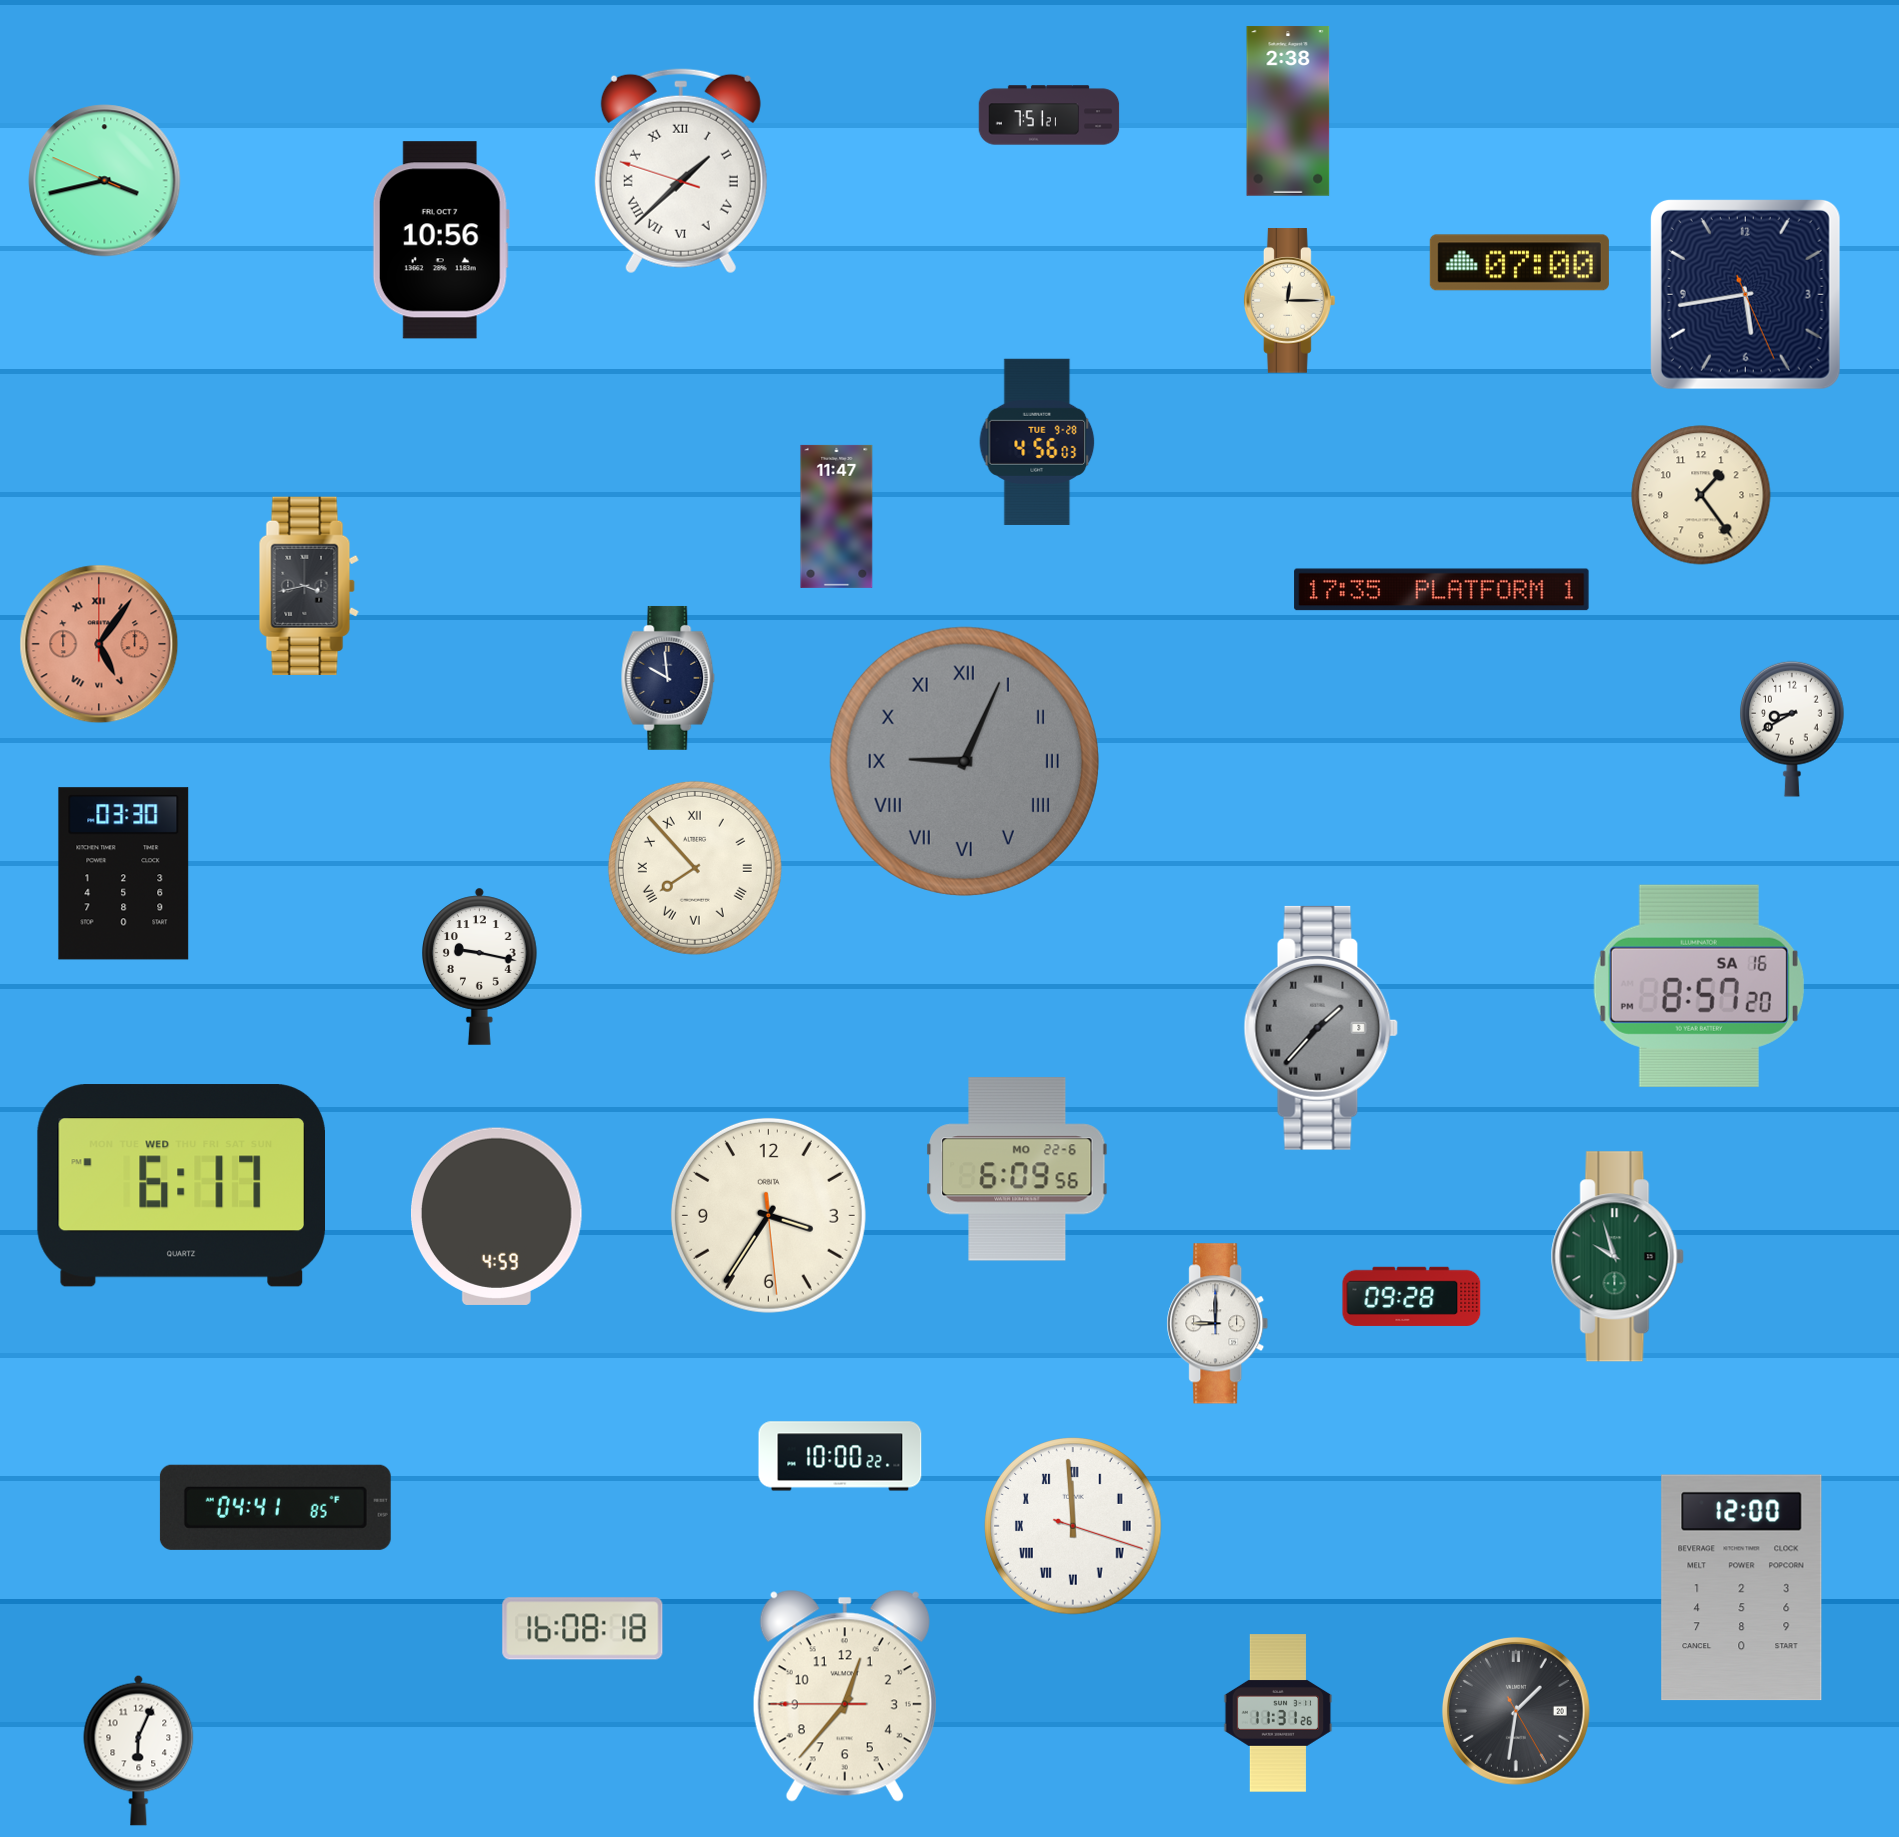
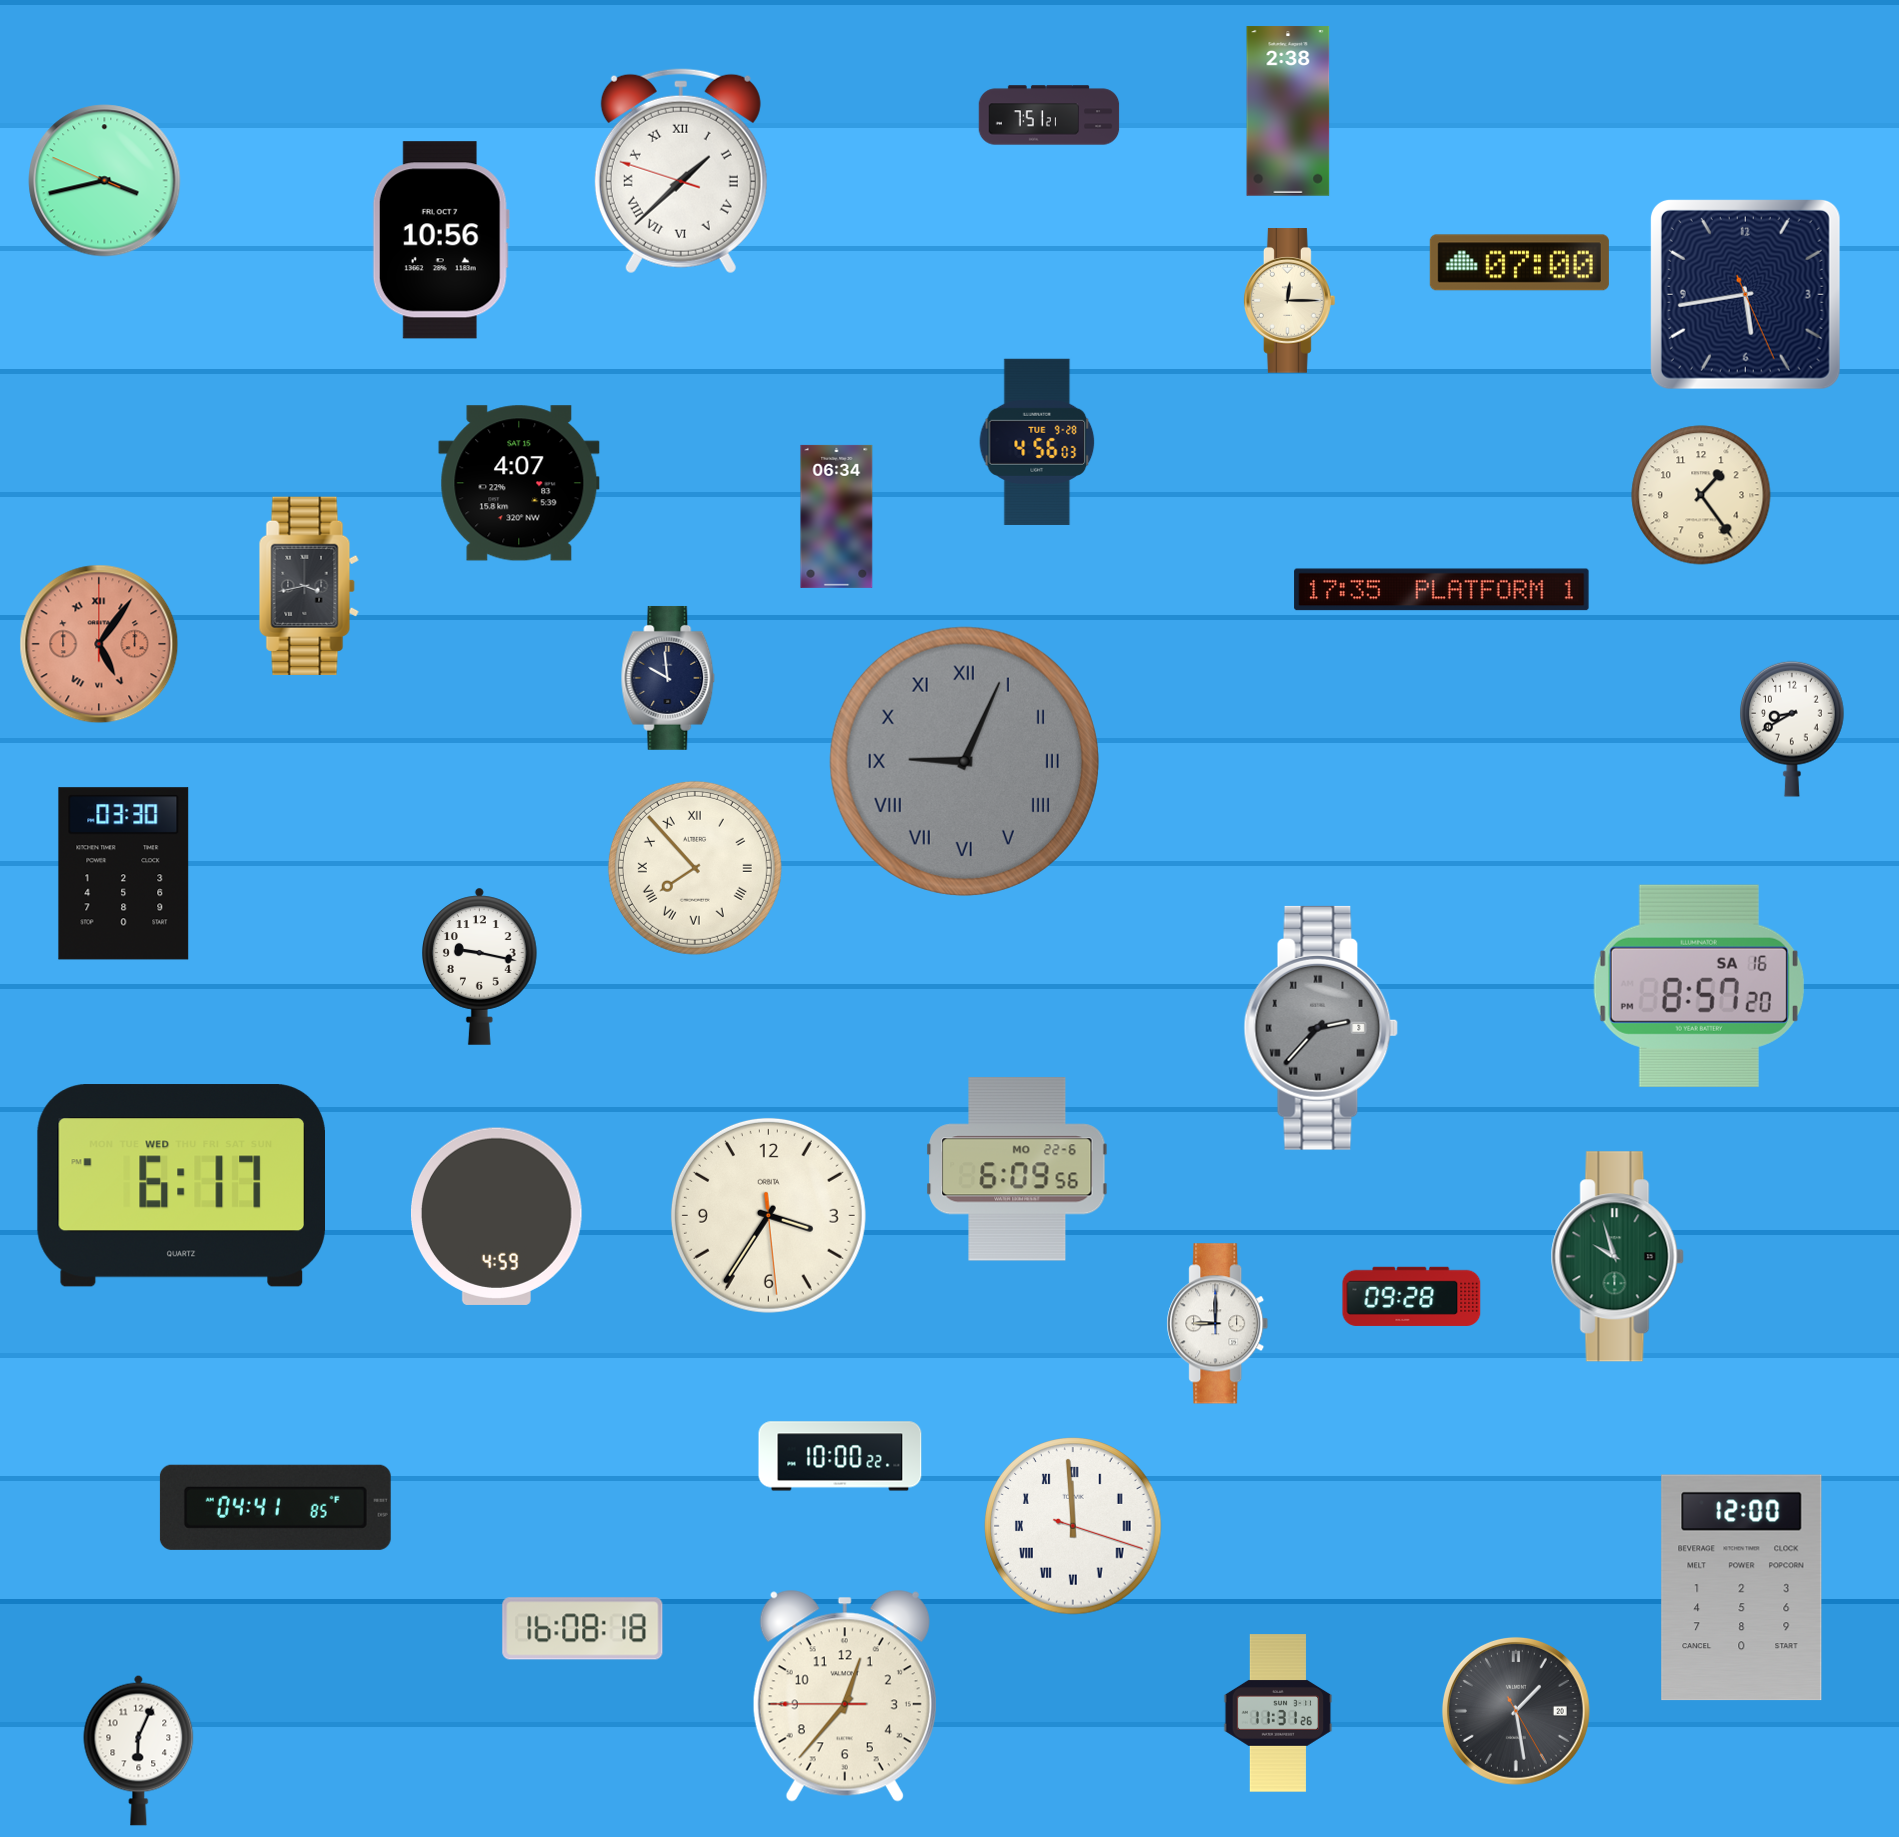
clock at (519, 483): none -> 4:07
clock at (837, 516): 11:47 -> 06:34
clock at (1321, 1028): 1:37 -> 2:37
clock at (1516, 1711): 1:31 -> 1:28
